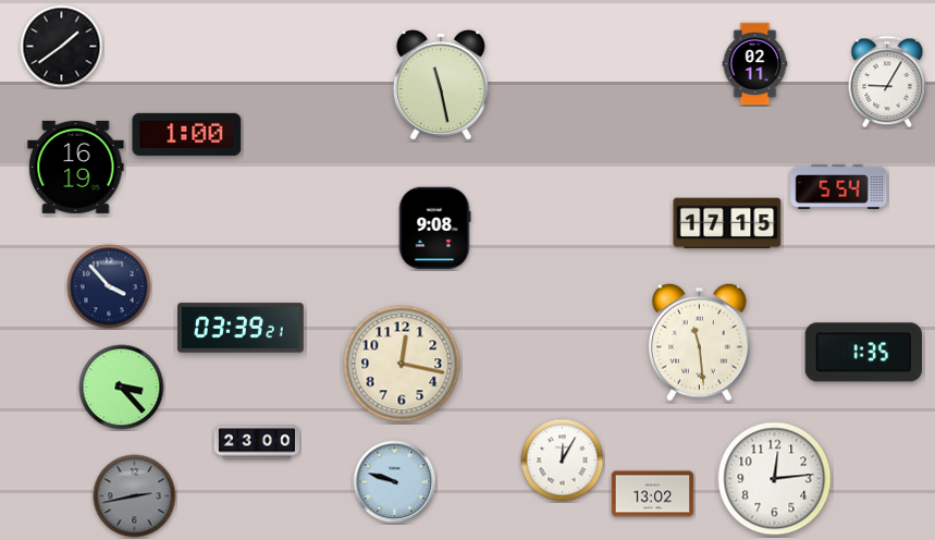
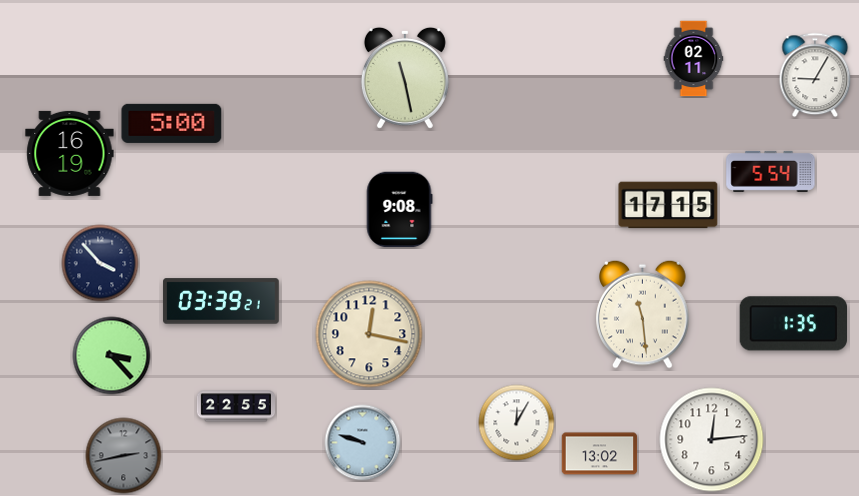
clock at (62, 47): 1:39 -> none
clock at (187, 134): 1:00 -> 5:00
clock at (256, 442): 23:00 -> 22:55
